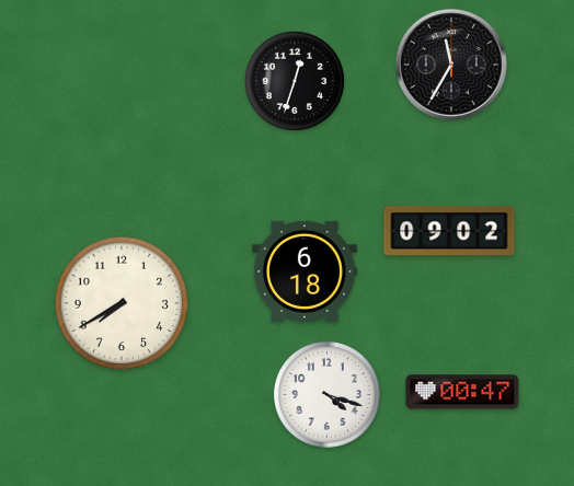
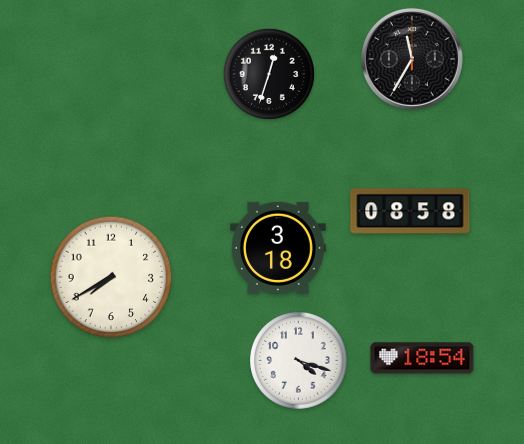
clock at (449, 231): 09:02 -> 08:58
clock at (305, 271): 6:18 -> 3:18
clock at (462, 392): 00:47 -> 18:54
